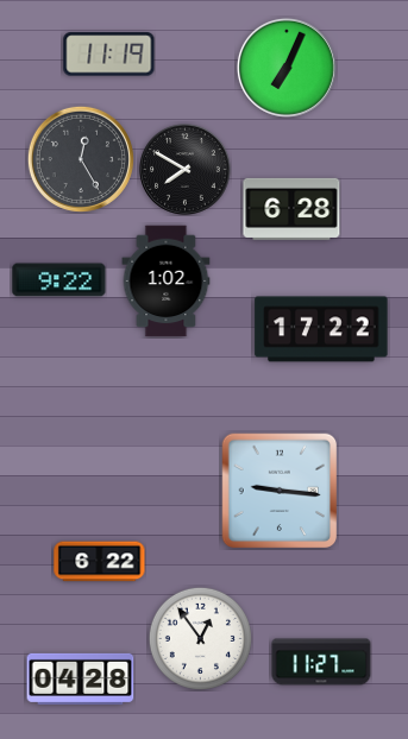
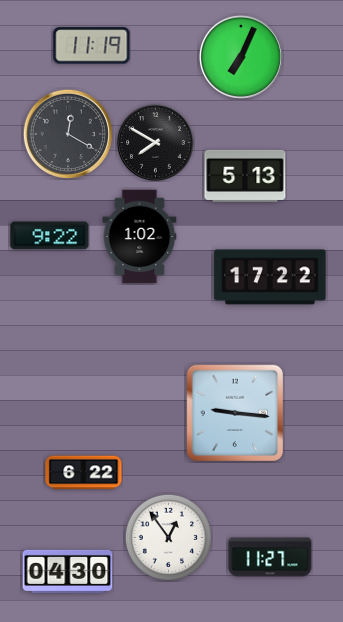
clock at (81, 159): 12:25 -> 12:20
clock at (291, 209): 6:28 -> 5:13
clock at (81, 678): 04:28 -> 04:30
